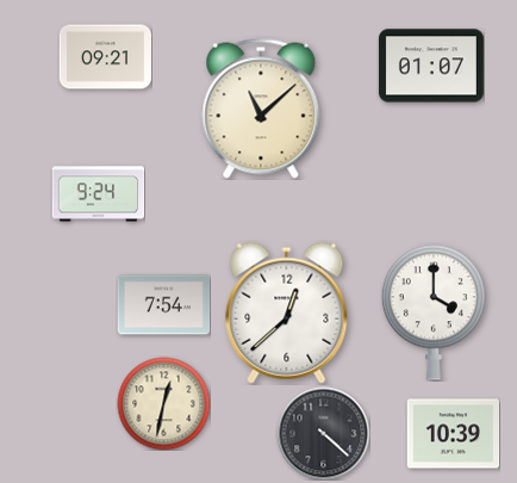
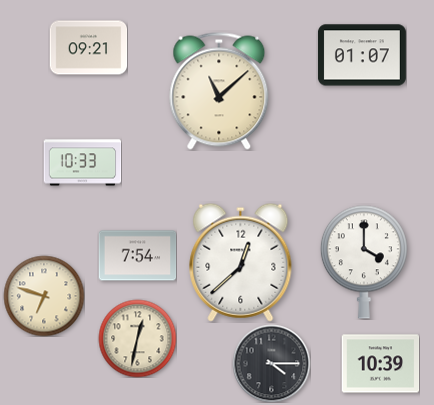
clock at (98, 194): 9:24 -> 10:33
clock at (44, 296): none -> 6:48
clock at (323, 433): 4:22 -> 4:15
